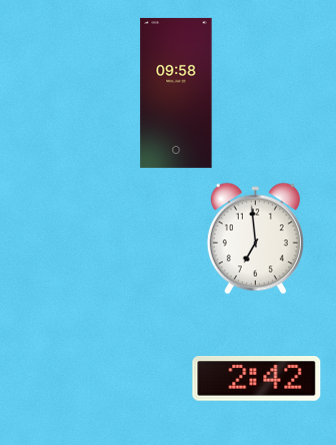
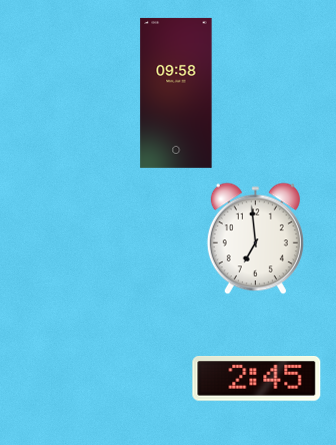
clock at (257, 379): 2:42 -> 2:45
